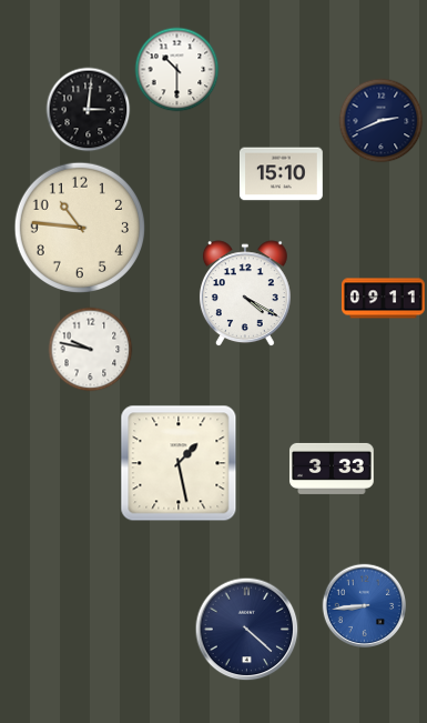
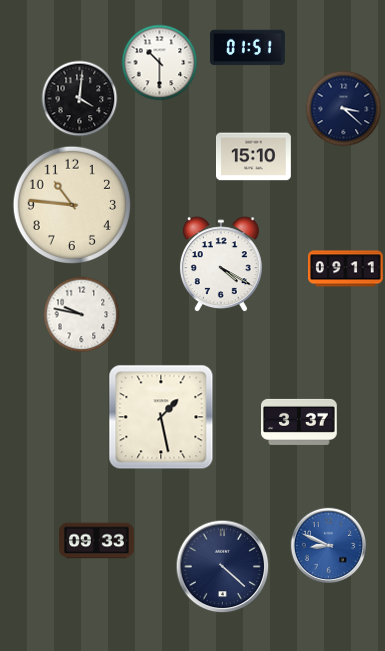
clock at (248, 48): none -> 01:51
clock at (89, 110): 3:01 -> 4:01
clock at (382, 121): 2:41 -> 3:22
clock at (333, 469): 3:33 -> 3:37
clock at (97, 541): none -> 09:33
clock at (365, 606): 8:44 -> 8:49
